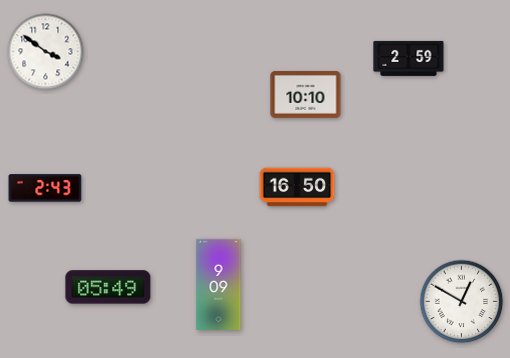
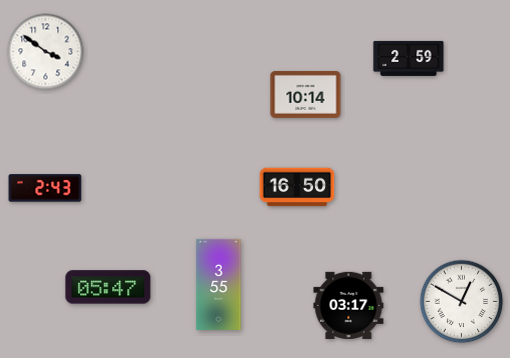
clock at (306, 95): 10:10 -> 10:14
clock at (219, 284): 9:09 -> 3:55
clock at (108, 287): 05:49 -> 05:47
clock at (349, 305): none -> 03:17
